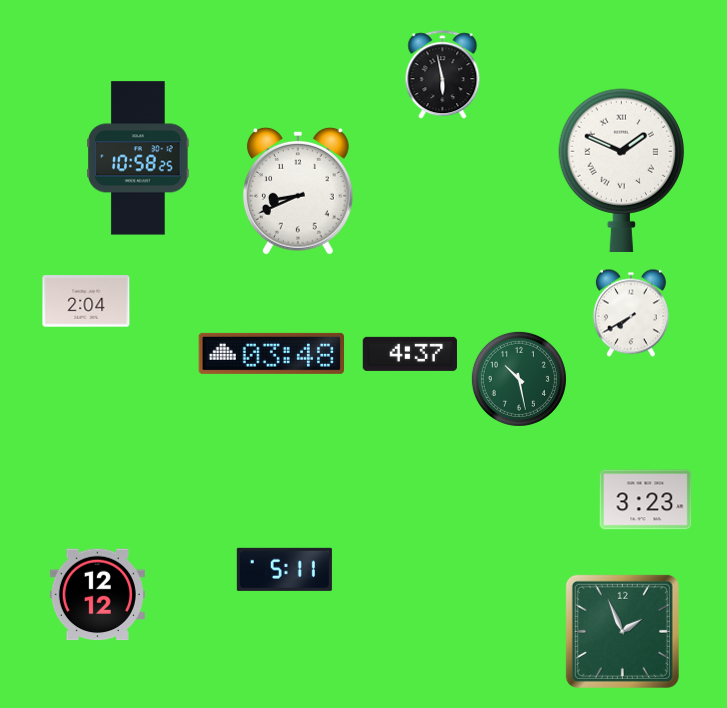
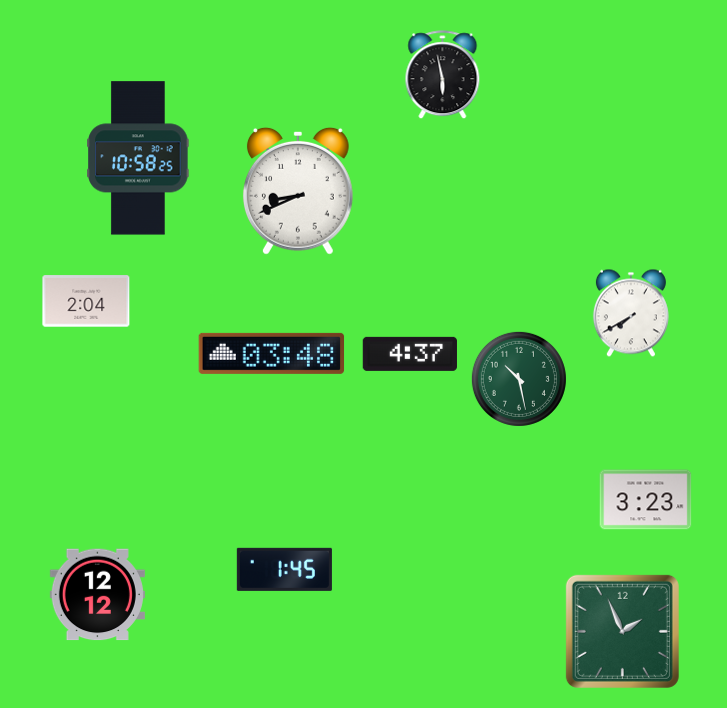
clock at (621, 170): 1:49 -> none
clock at (284, 569): 5:11 -> 1:45
